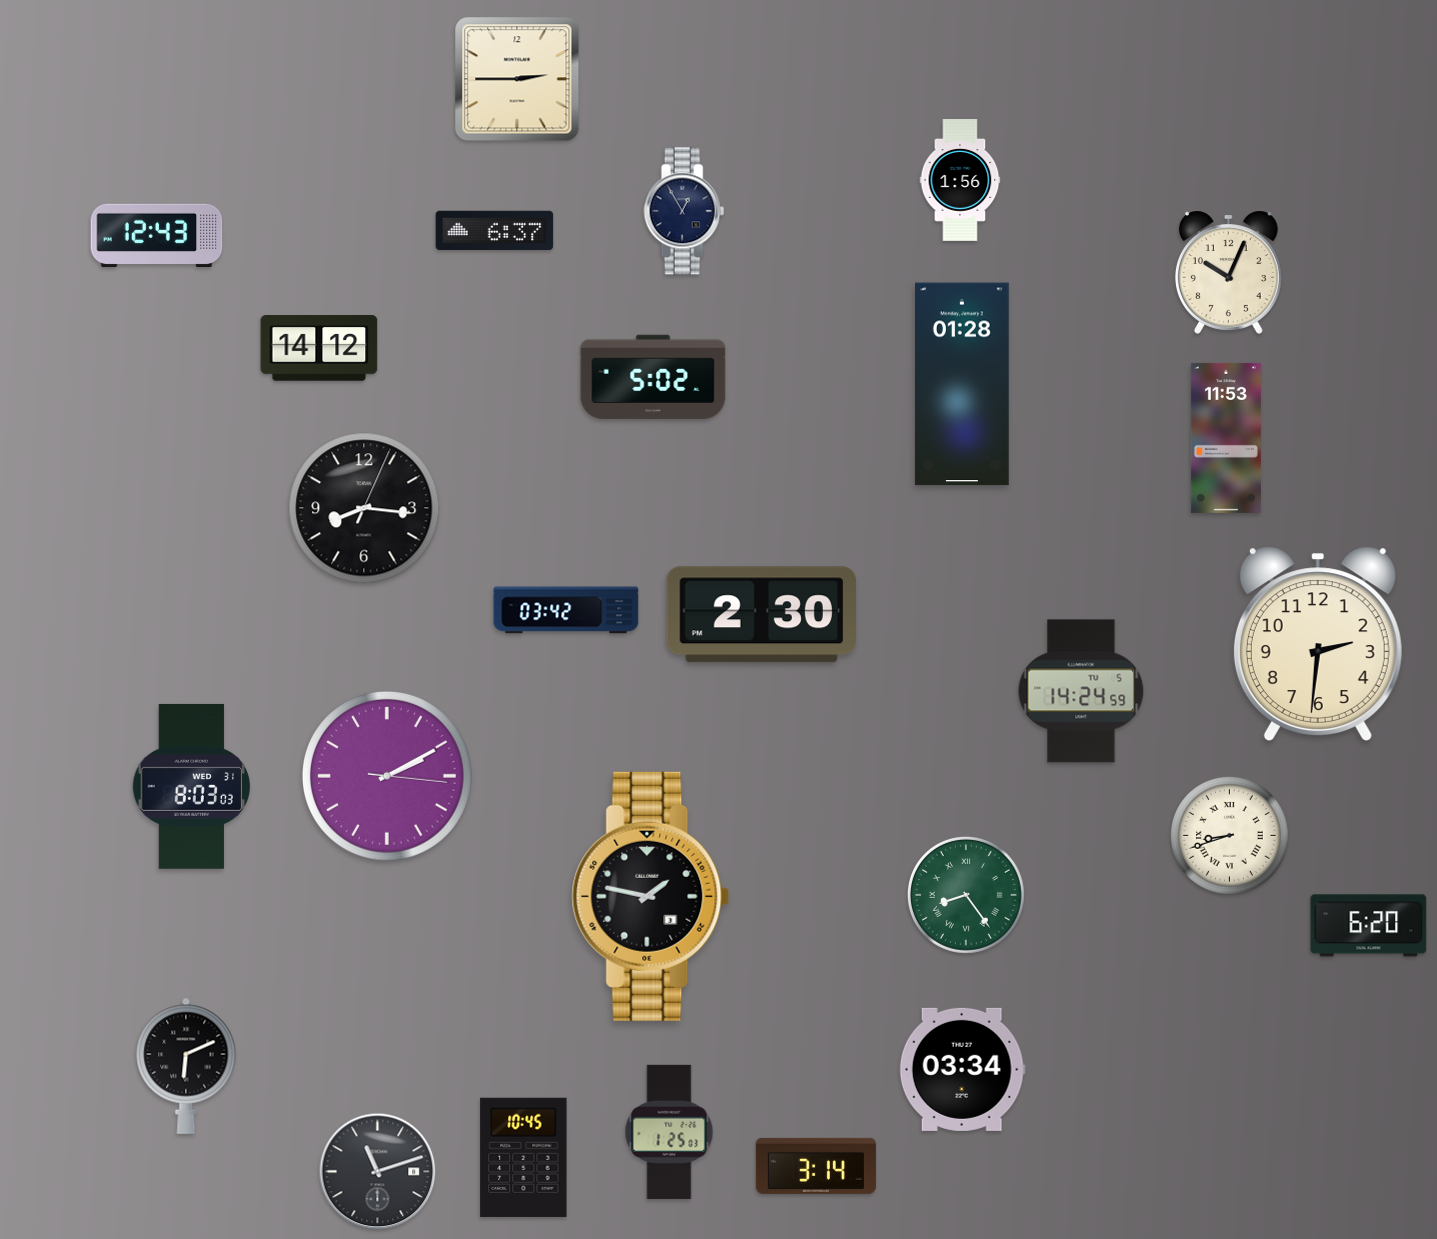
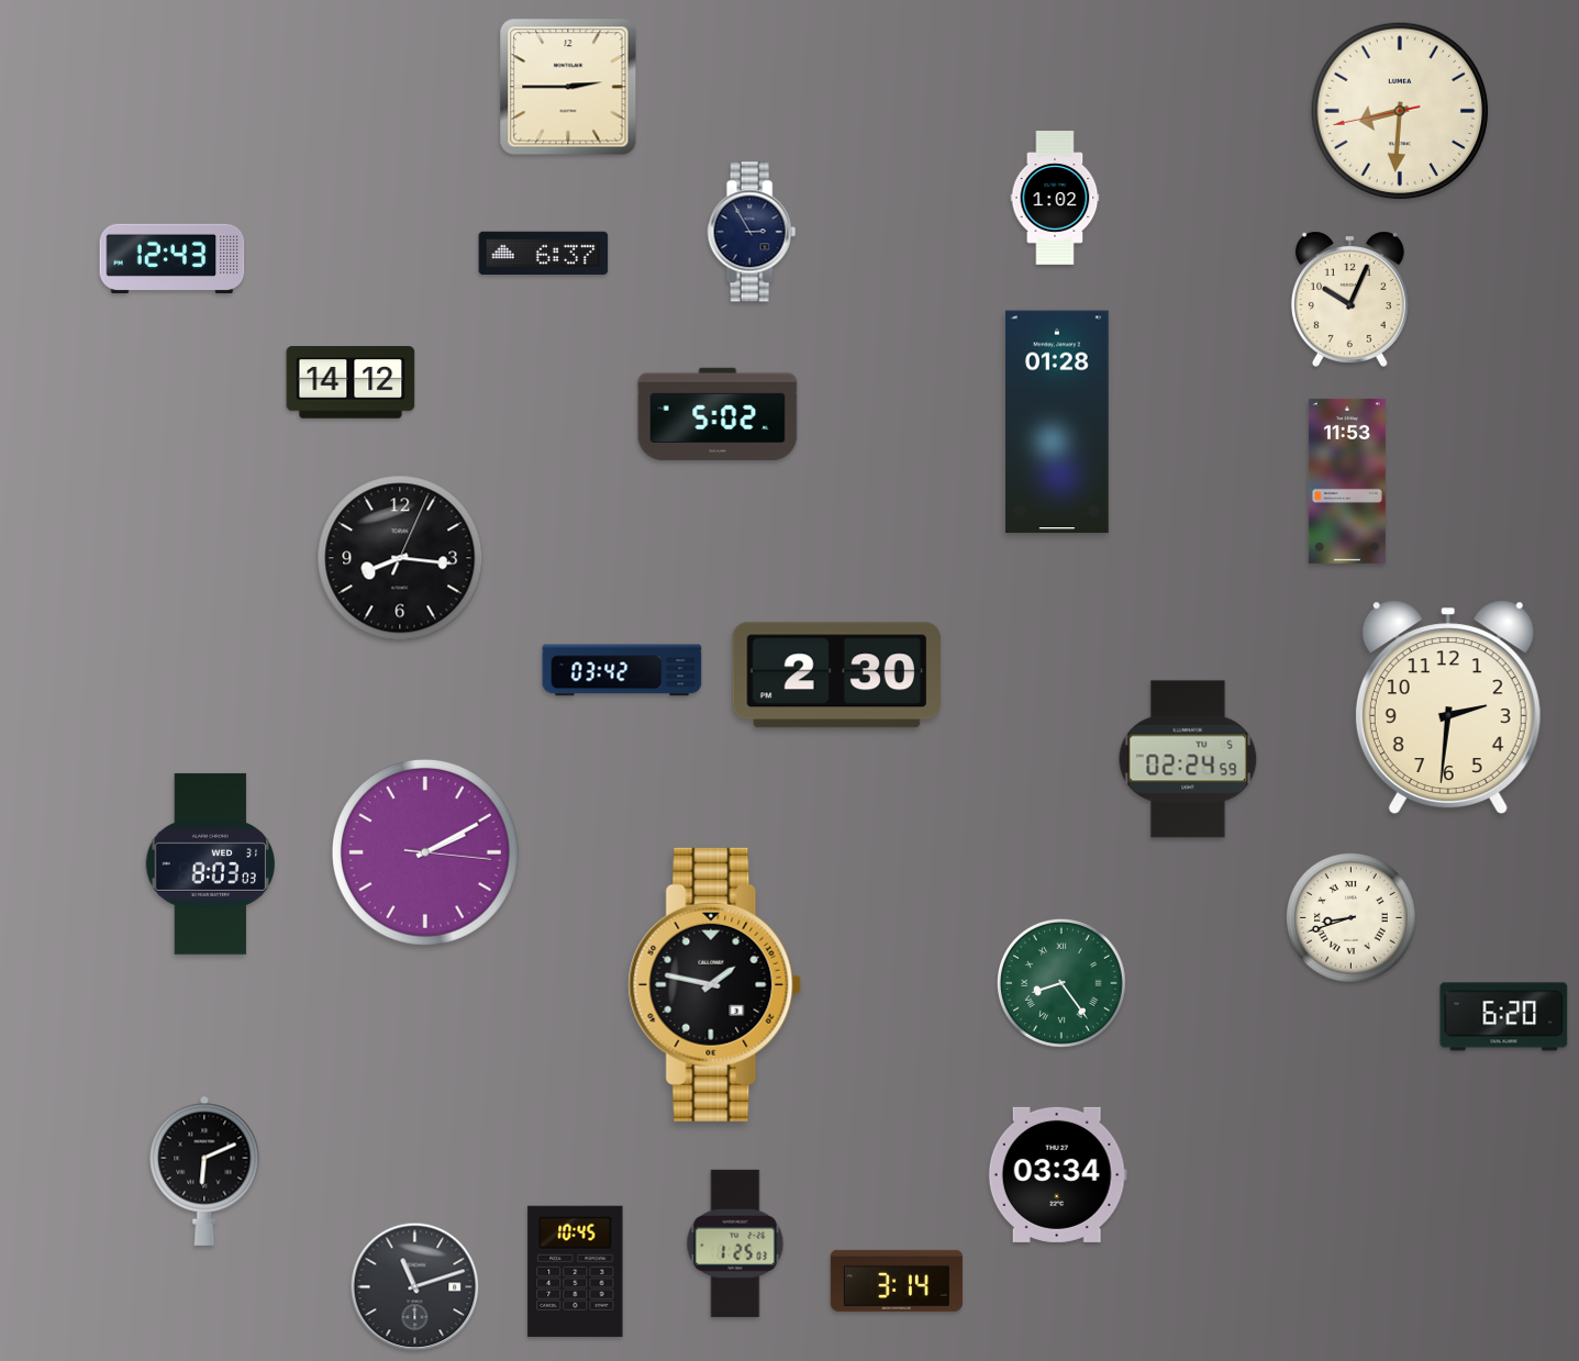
clock at (1400, 111): none -> 8:30
clock at (960, 181): 1:56 -> 1:02
clock at (684, 211): 12:55 -> 2:55
clock at (1081, 691): 14:24 -> 02:24
